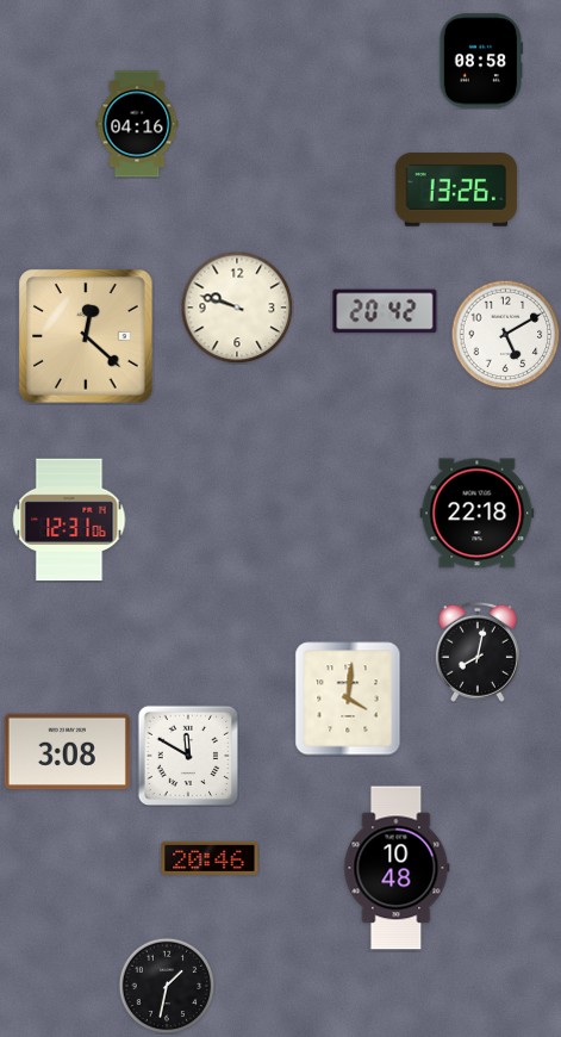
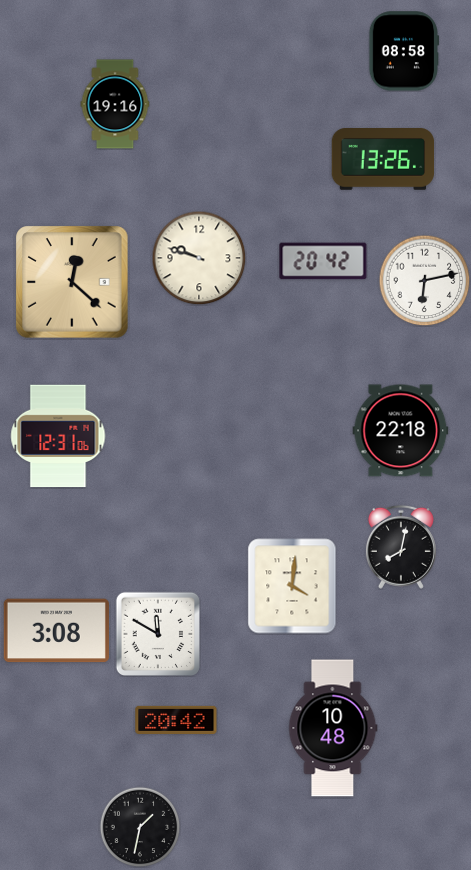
clock at (137, 124): 04:16 -> 19:16
clock at (505, 334): 5:10 -> 6:13
clock at (210, 858): 20:46 -> 20:42
